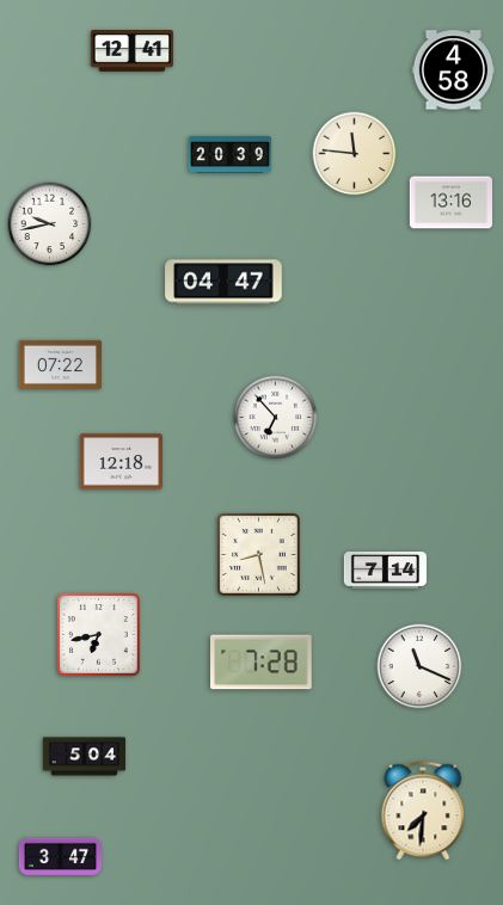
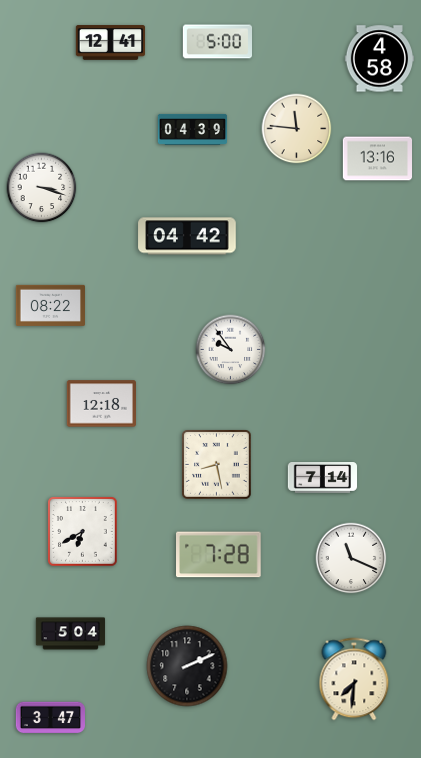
clock at (218, 42): none -> 5:00
clock at (231, 154): 20:39 -> 04:39
clock at (452, 203) position: (452, 203) -> (378, 159)
clock at (50, 224): 9:43 -> 3:18
clock at (223, 282): 04:47 -> 04:42
clock at (60, 364): 07:22 -> 08:22
clock at (276, 418): 6:53 -> 9:54
clock at (121, 462) position: (121, 462) -> (101, 404)
clock at (99, 635): 6:43 -> 6:40
clock at (187, 666): none -> 2:11
